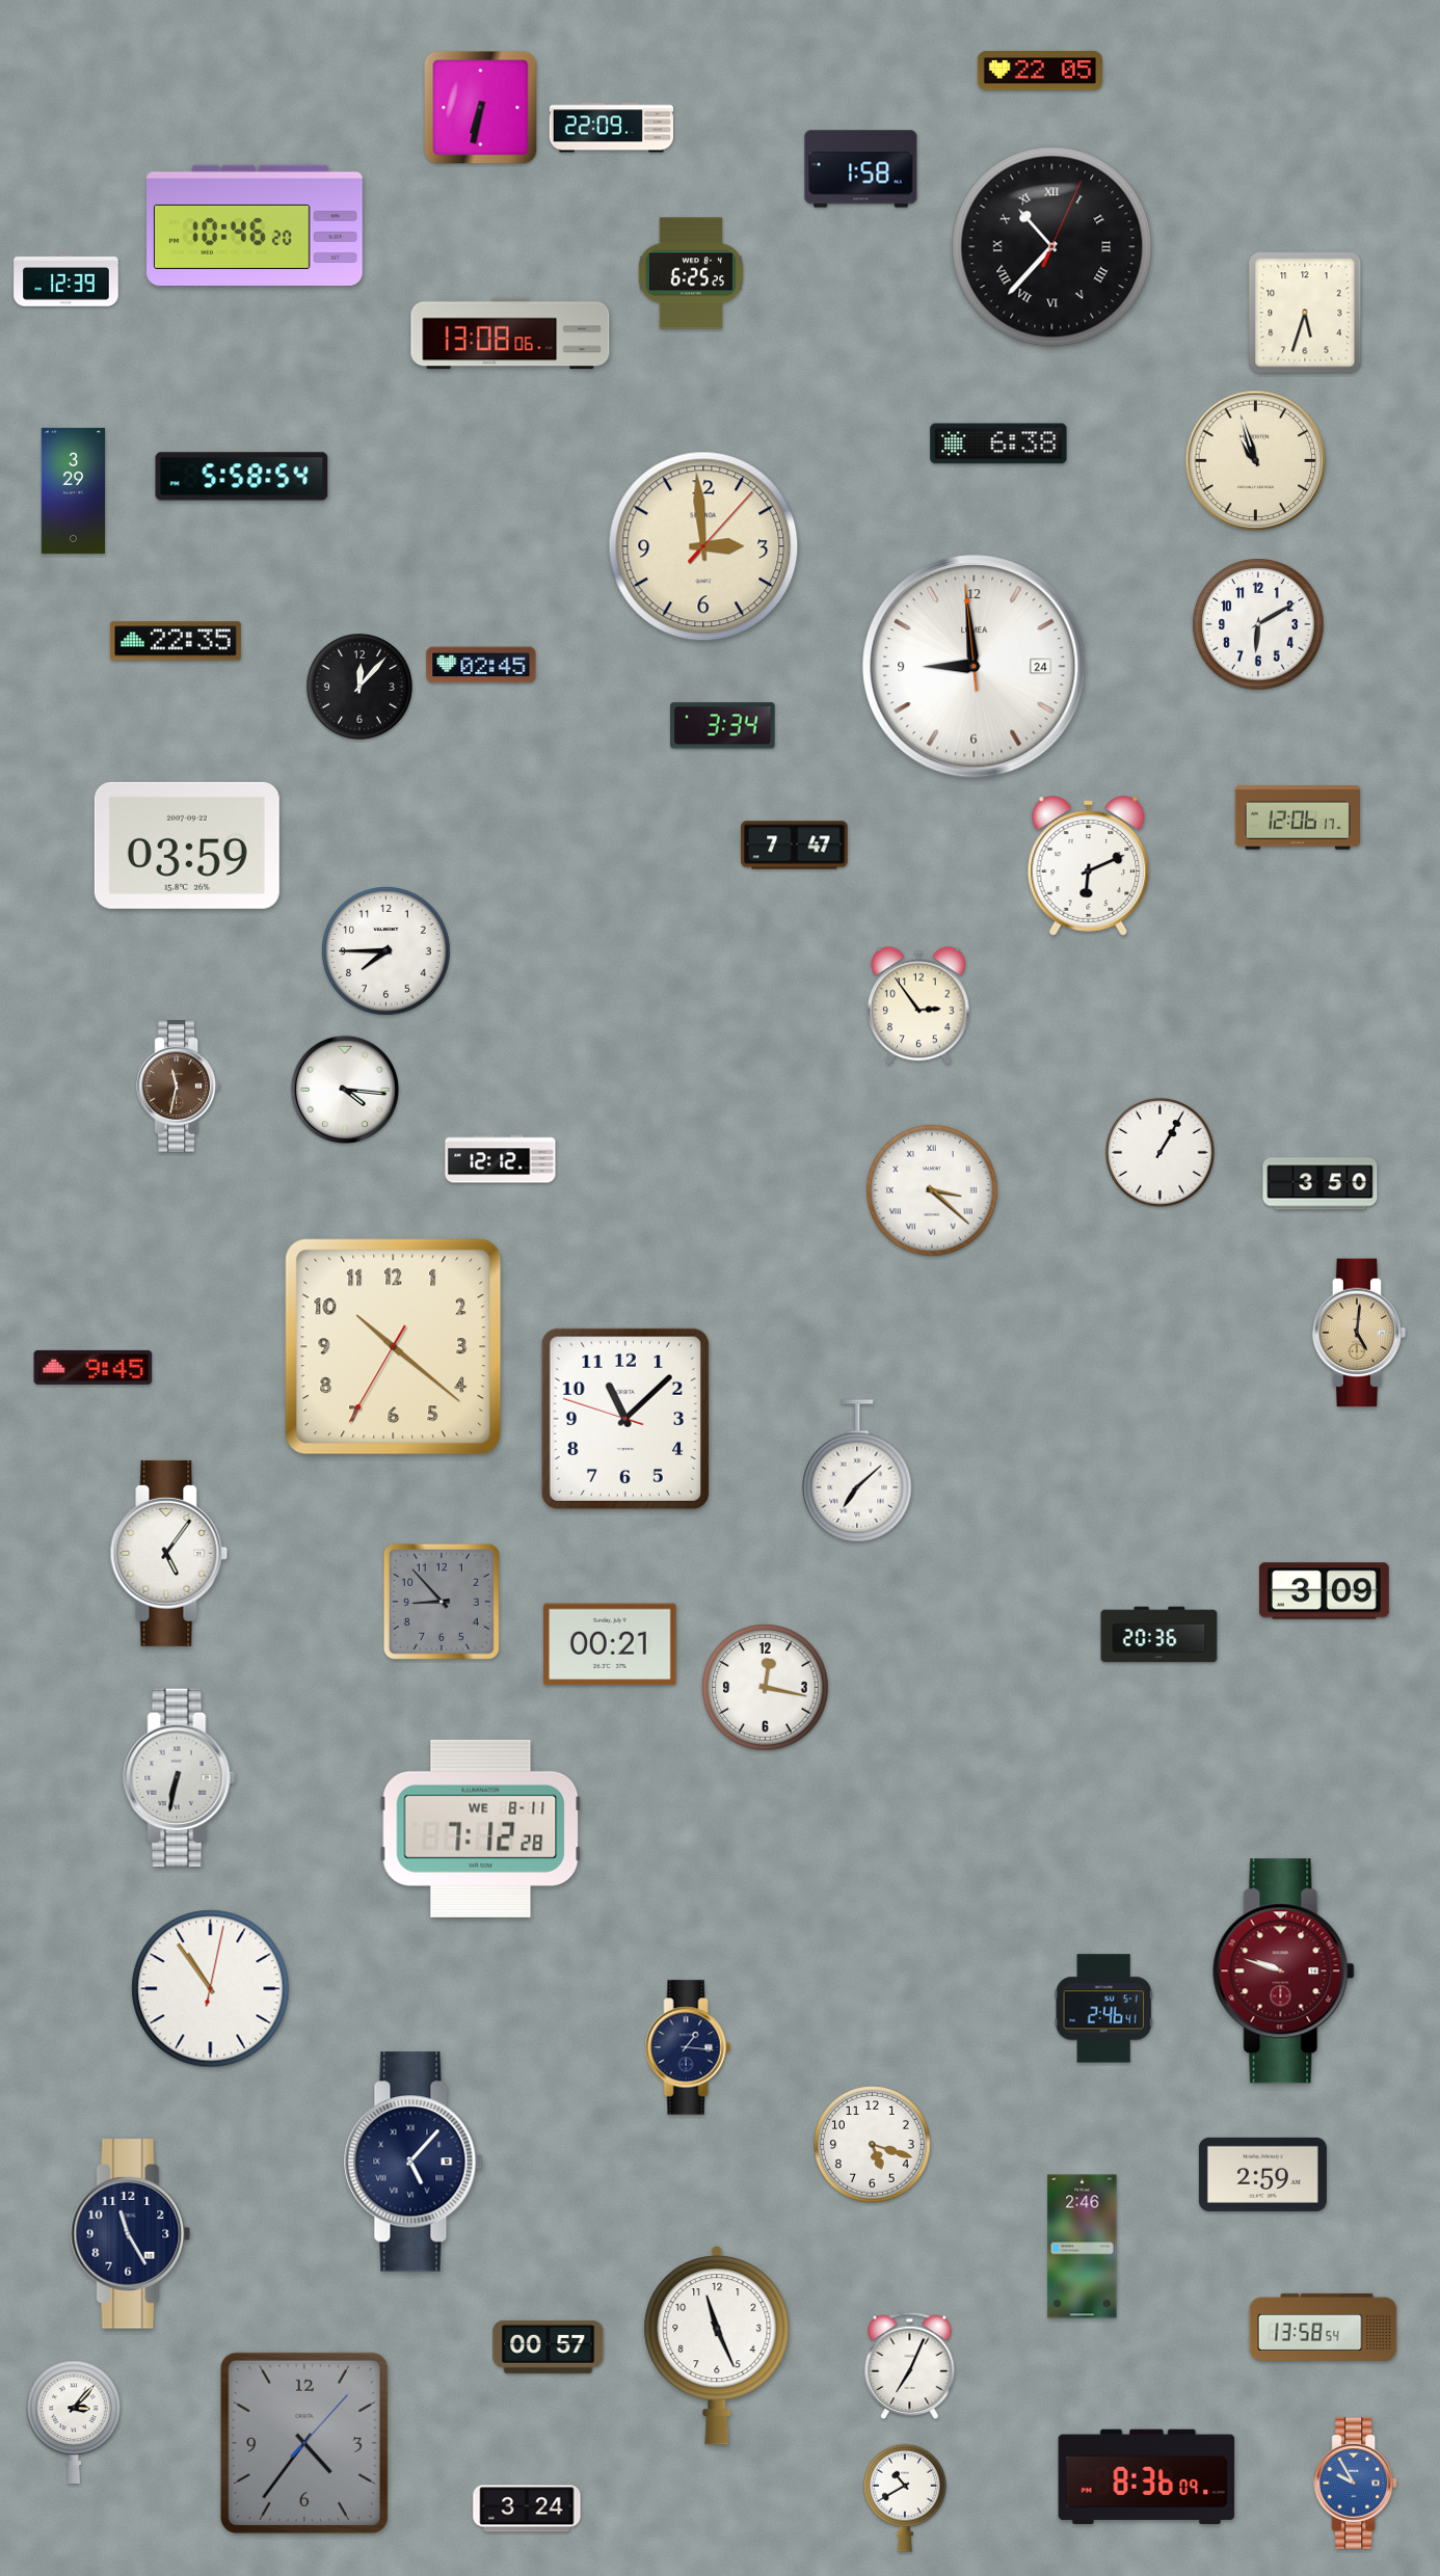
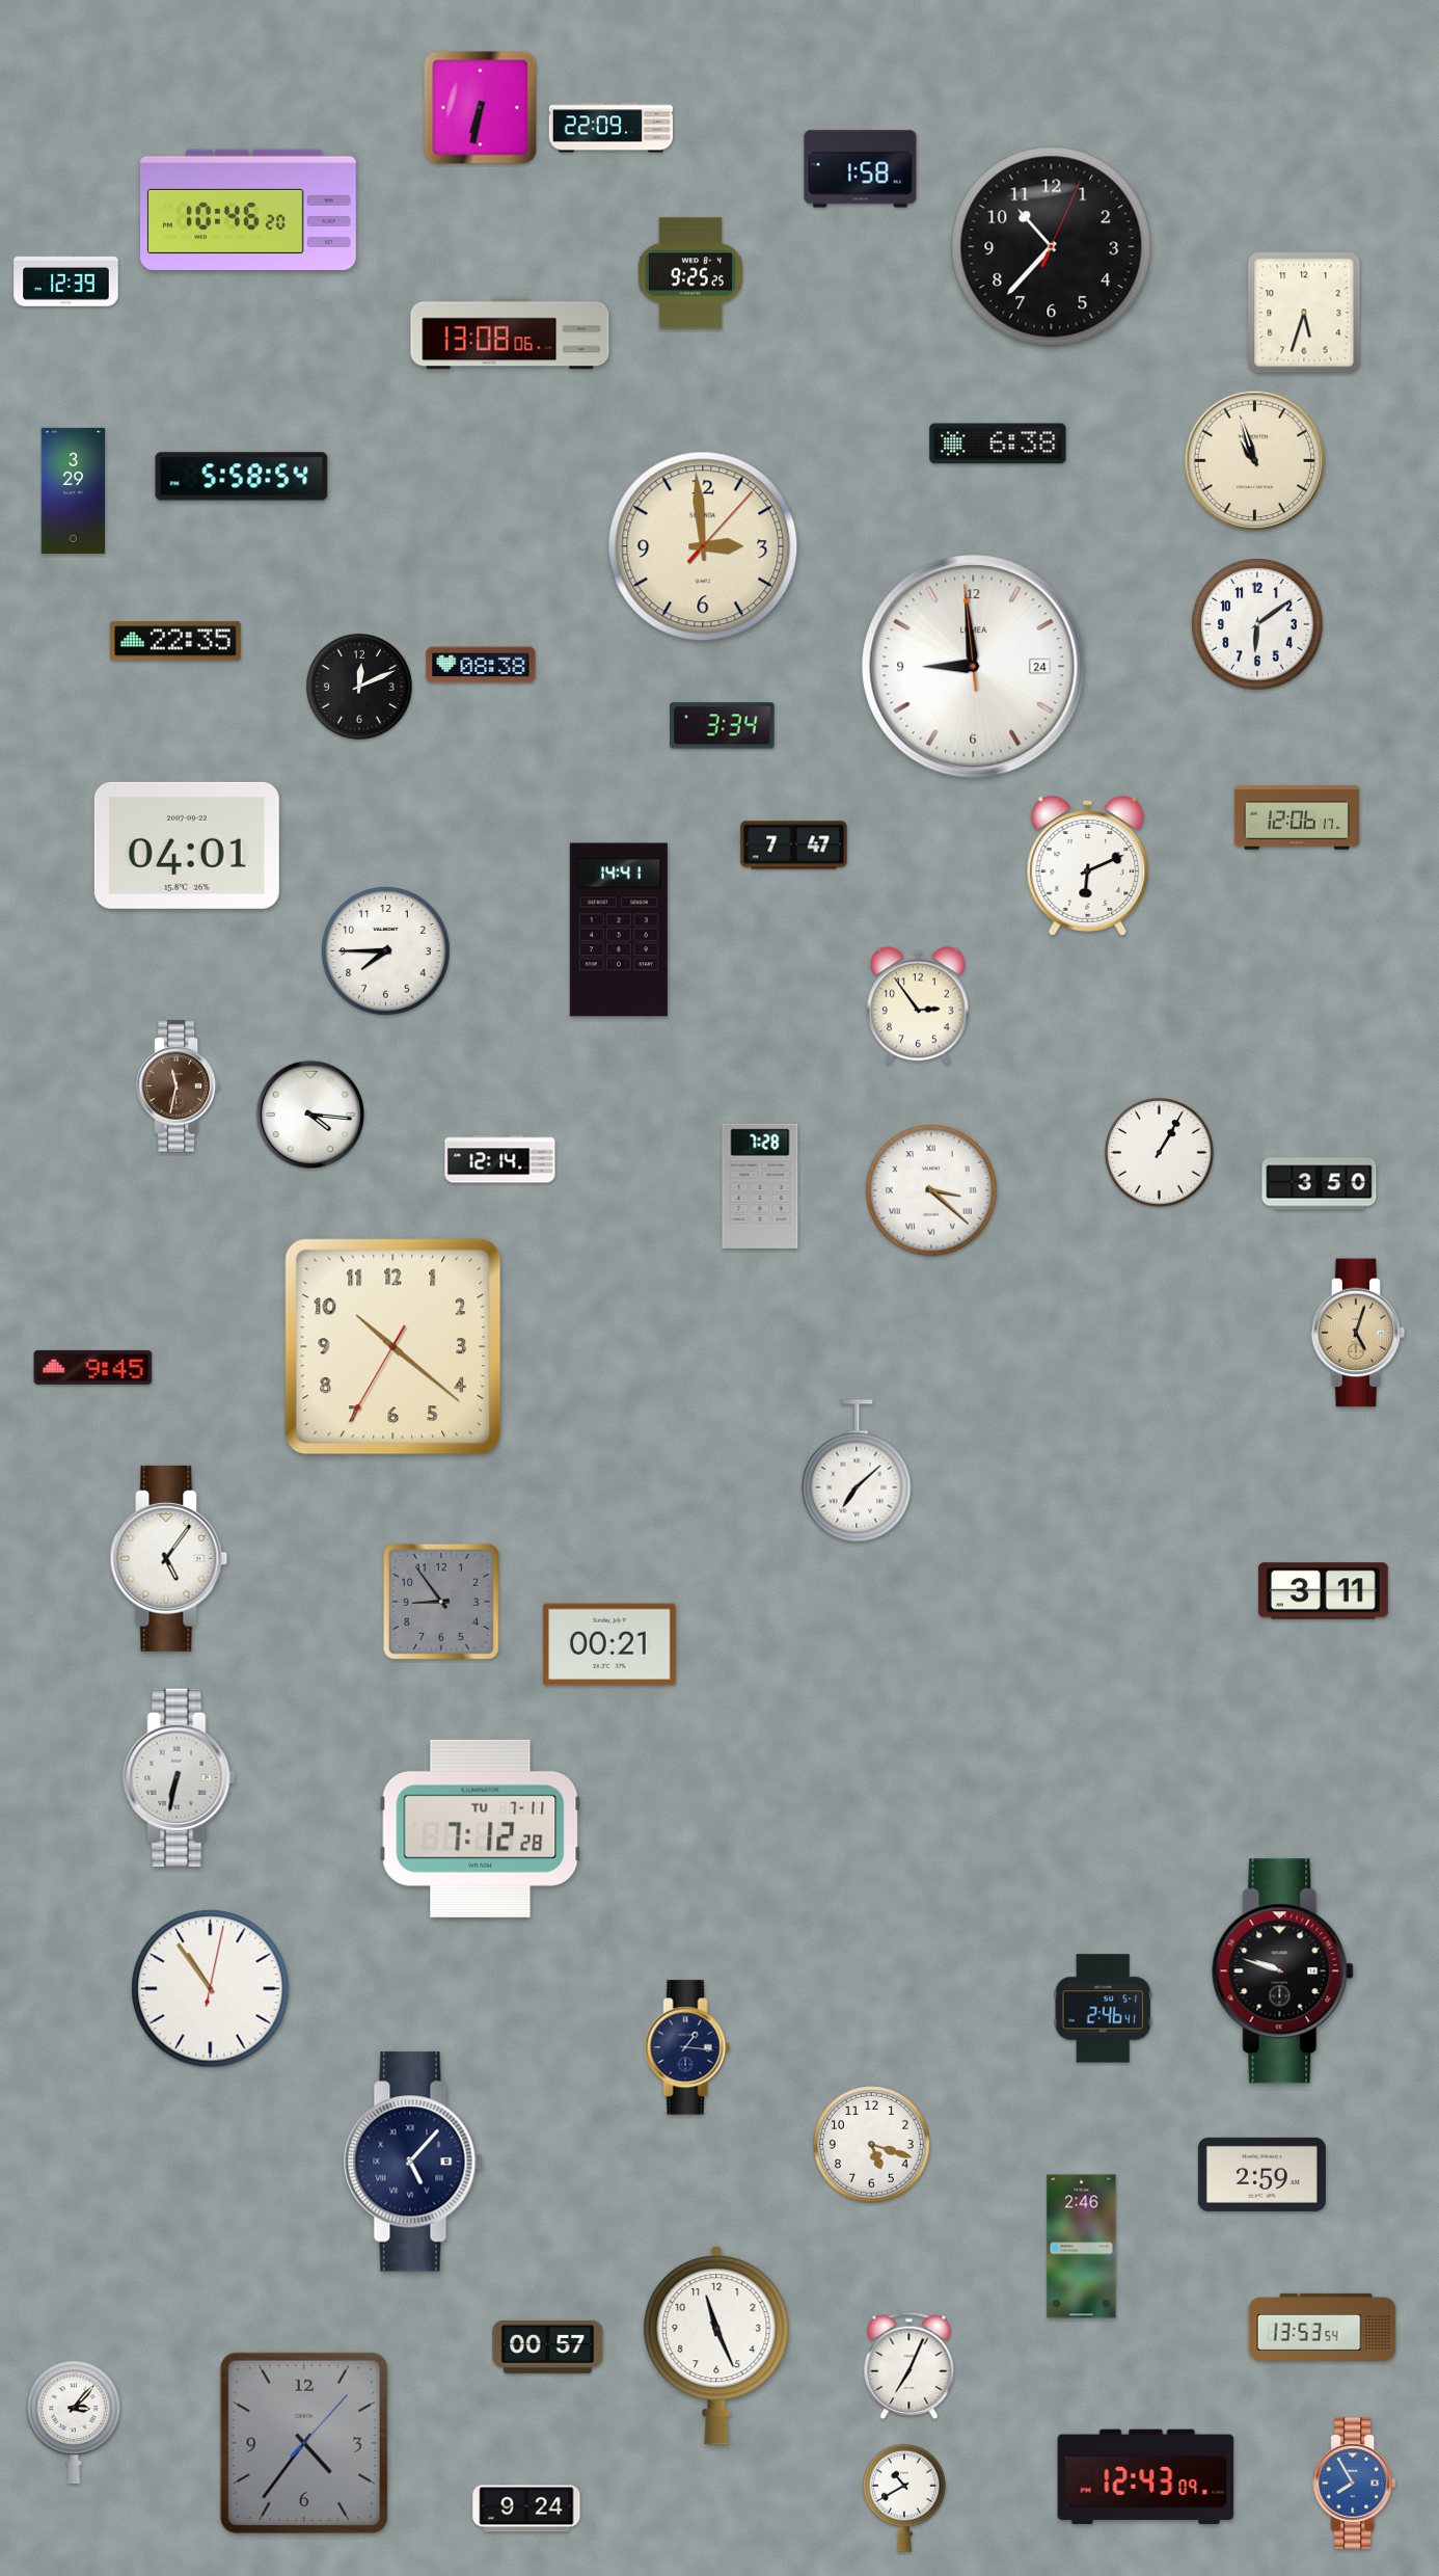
clock at (1040, 71): 22:05 -> none
clock at (255, 224) position: (255, 224) -> (248, 209)
clock at (1052, 247) numerals: Roman -> Arabic
clock at (691, 273): 6:25 -> 9:25
clock at (1258, 624): 6:10 -> 6:09
clock at (481, 665): 02:45 -> 08:38
clock at (359, 687): 12:07 -> 12:11
clock at (187, 846): 03:59 -> 04:01
clock at (619, 930): none -> 14:41
clock at (345, 1090) position: (345, 1090) -> (310, 1115)
clock at (501, 1159): 12:12 -> 12:14
clock at (760, 1186): none -> 7:28
clock at (1359, 1333): 5:01 -> 5:03
clock at (625, 1419): 11:07 -> none
clock at (169, 1553) position: (169, 1553) -> (169, 1558)
clock at (1324, 1591): 3:09 -> 3:11
clock at (442, 1602): 8:53 -> 8:54
clock at (1159, 1635): 20:36 -> none
clock at (766, 1688): 12:17 -> none
clock at (481, 1828) date: WE 8-11 -> TU 7-11
clock at (1284, 1971) dial: burgundy -> black
clock at (131, 2234): 11:25 -> none
clock at (1324, 2327): 13:58 -> 13:53
clock at (1147, 2476): 8:36 -> 12:43
clock at (1356, 2484): 9:55 -> 7:55
clock at (527, 2508): 3:24 -> 9:24
